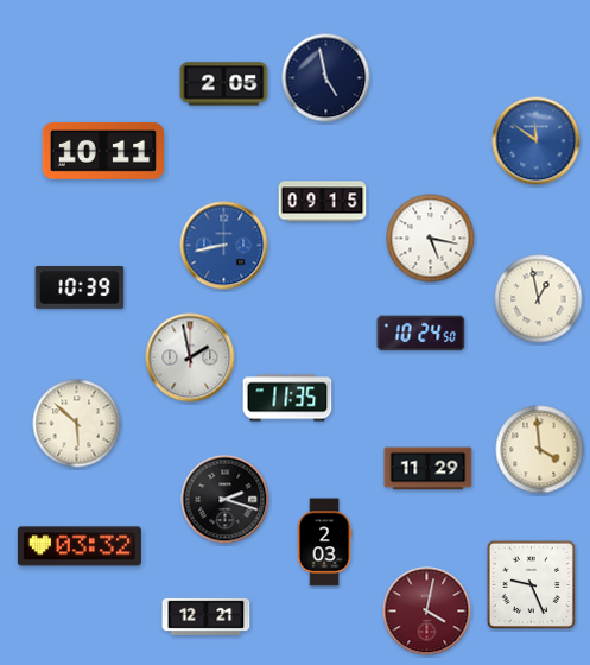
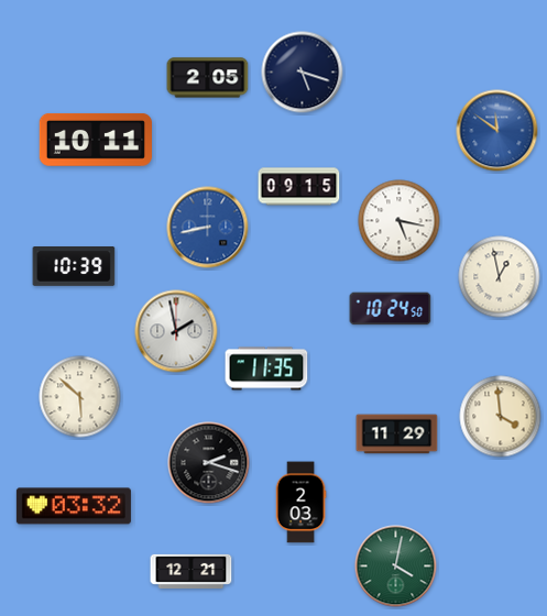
clock at (326, 78): 4:58 -> 5:18
clock at (77, 424) position: (77, 424) -> (80, 397)
clock at (531, 584): 9:26 -> none
clock at (427, 612) dial: burgundy -> green
